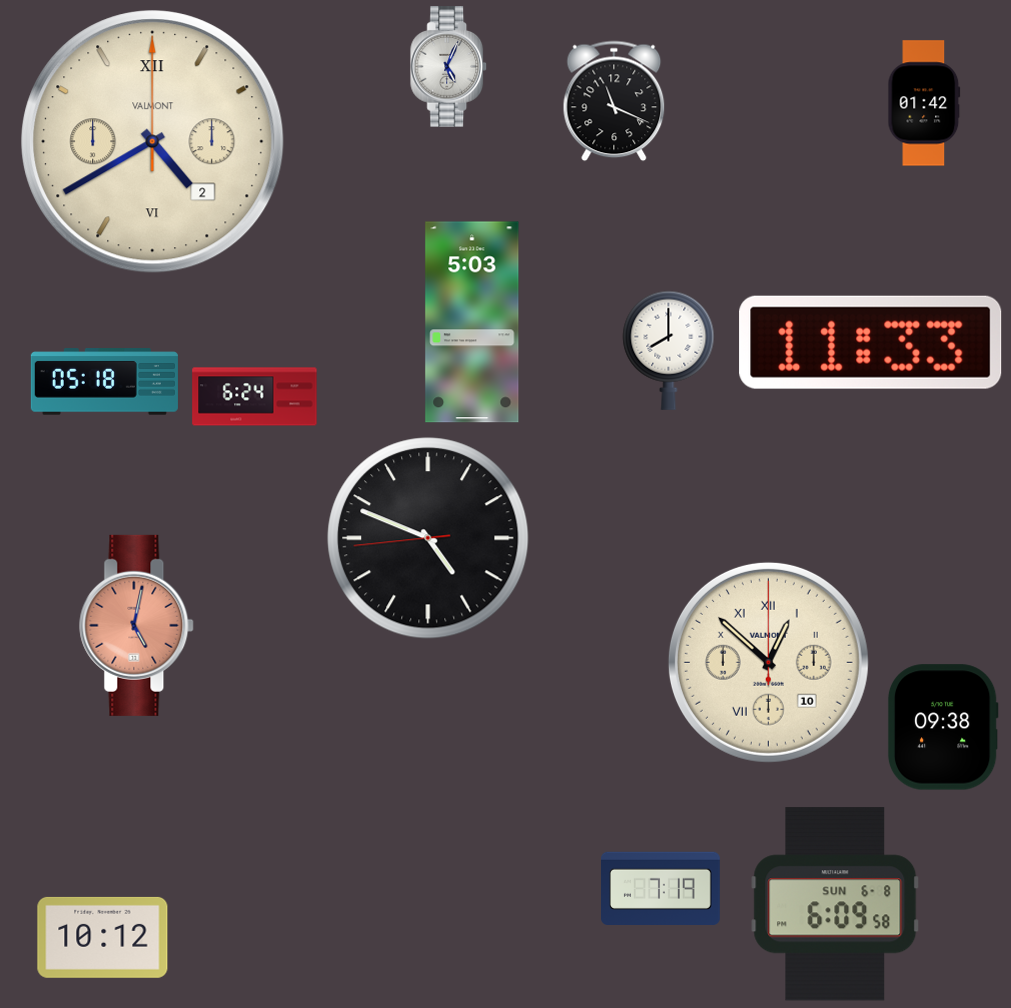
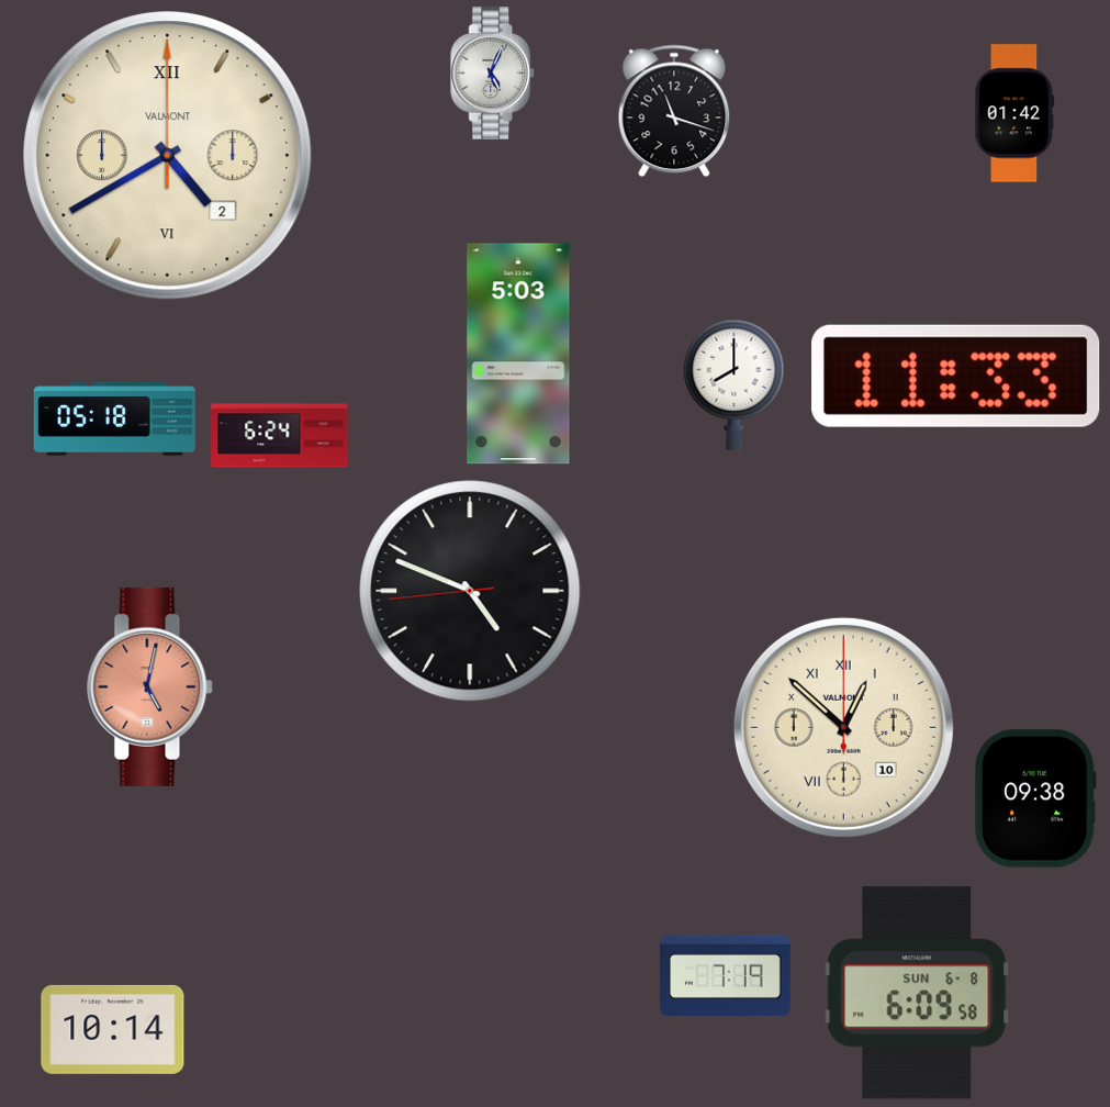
clock at (614, 101): 11:19 -> 11:18
clock at (103, 937): 10:12 -> 10:14
